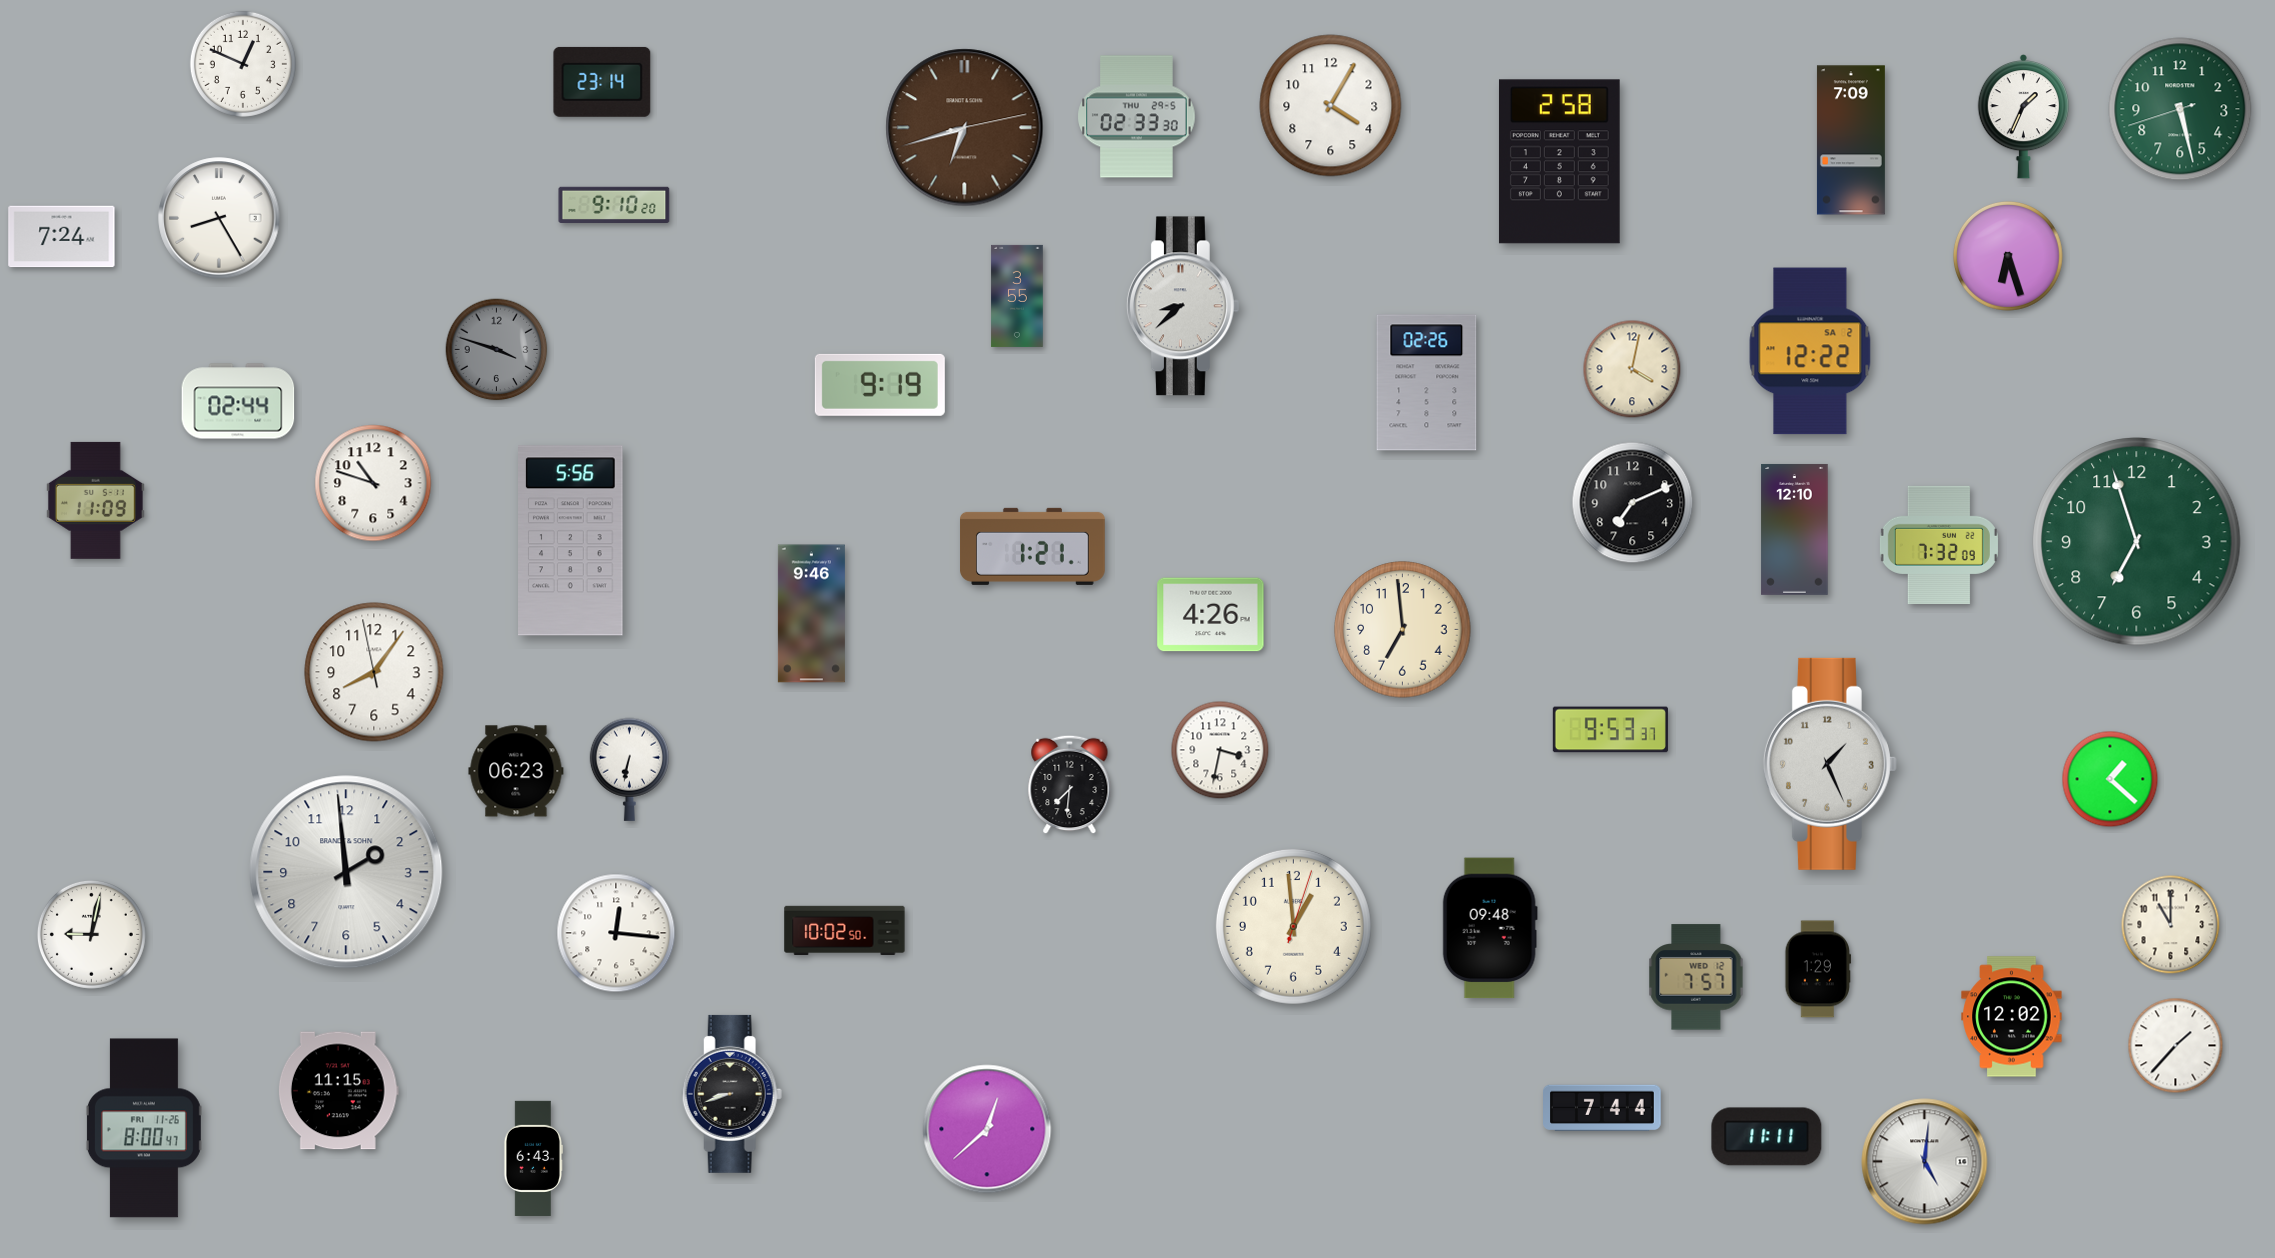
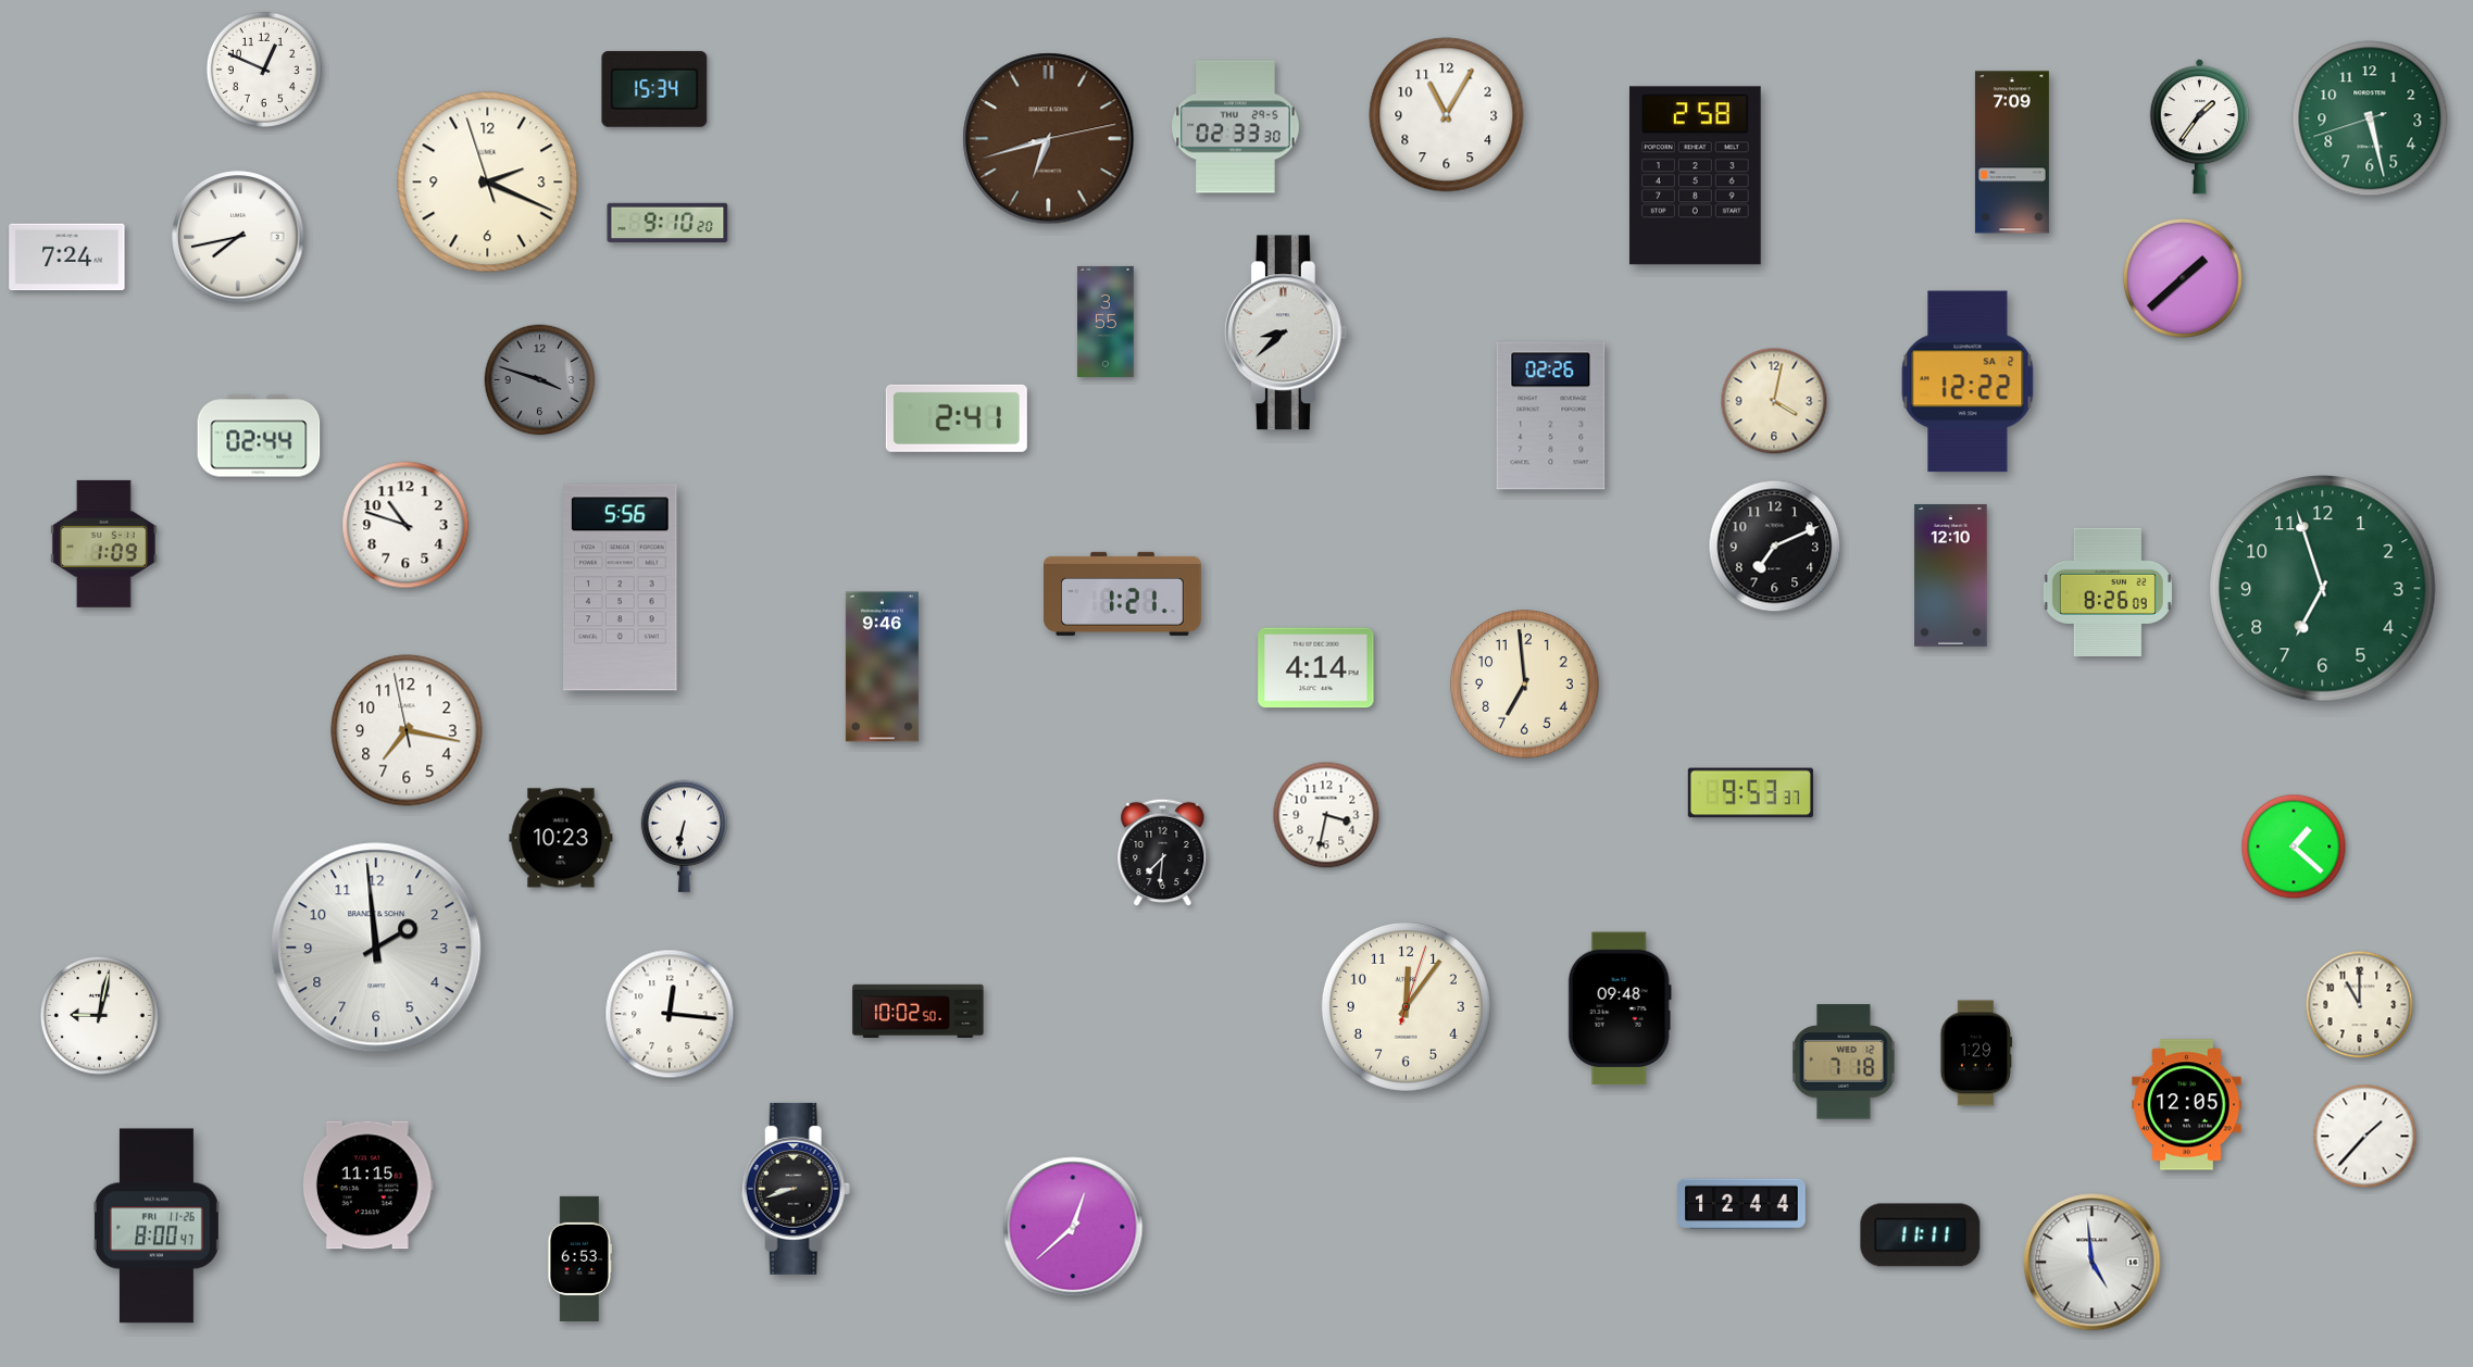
clock at (602, 82): 23:14 -> 15:34
clock at (1331, 106): 4:05 -> 11:05
clock at (2023, 116): 1:34 -> 1:36
clock at (488, 183): none -> 2:18
clock at (219, 218): 8:25 -> 7:43
clock at (2008, 256): 6:27 -> 1:38
clock at (880, 385): 9:19 -> 2:41
clock at (95, 500): 11:09 -> 1:09
clock at (1939, 545): 7:32 -> 8:26
clock at (1211, 615): 4:26 -> 4:14
clock at (374, 672): 8:05 -> 7:16
clock at (1830, 764): 1:26 -> none
clock at (516, 771): 06:23 -> 10:23
clock at (1293, 926): 12:59 -> 12:06
clock at (1696, 977): 7:57 -> 7:18
clock at (2012, 1017): 12:02 -> 12:05
clock at (1603, 1108): 7:44 -> 12:44
clock at (533, 1158): 6:43 -> 6:53
clock at (1925, 1162): 5:01 -> 4:59
